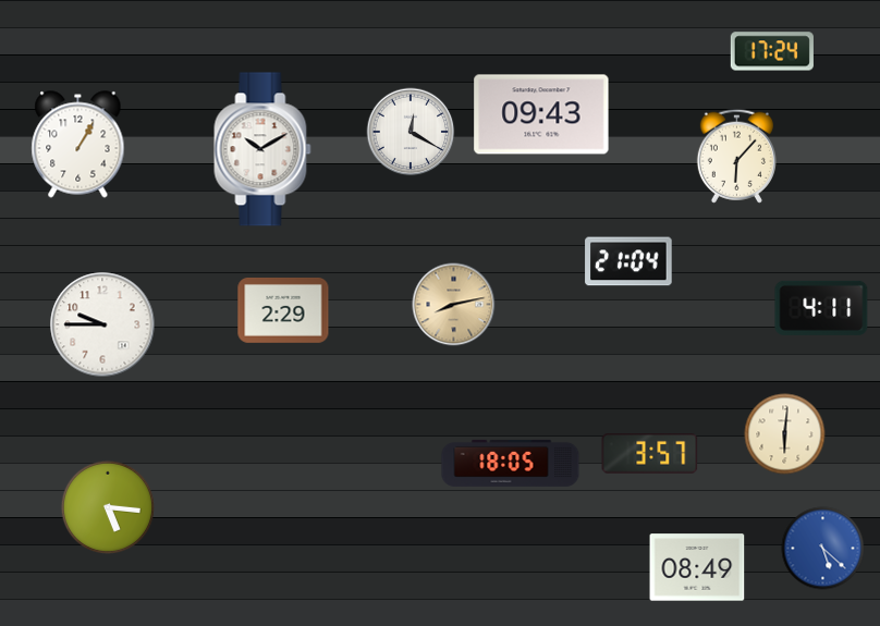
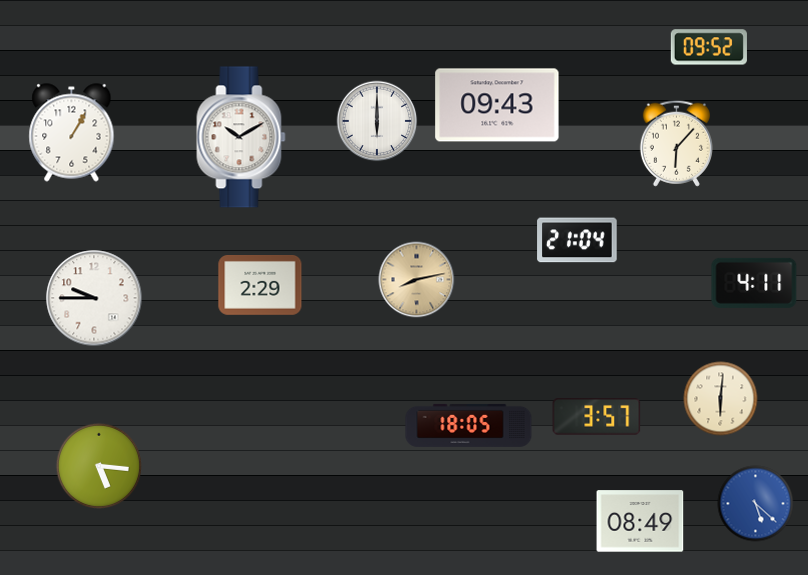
clock at (772, 51): 17:24 -> 09:52
clock at (411, 132): 12:20 -> 6:00
